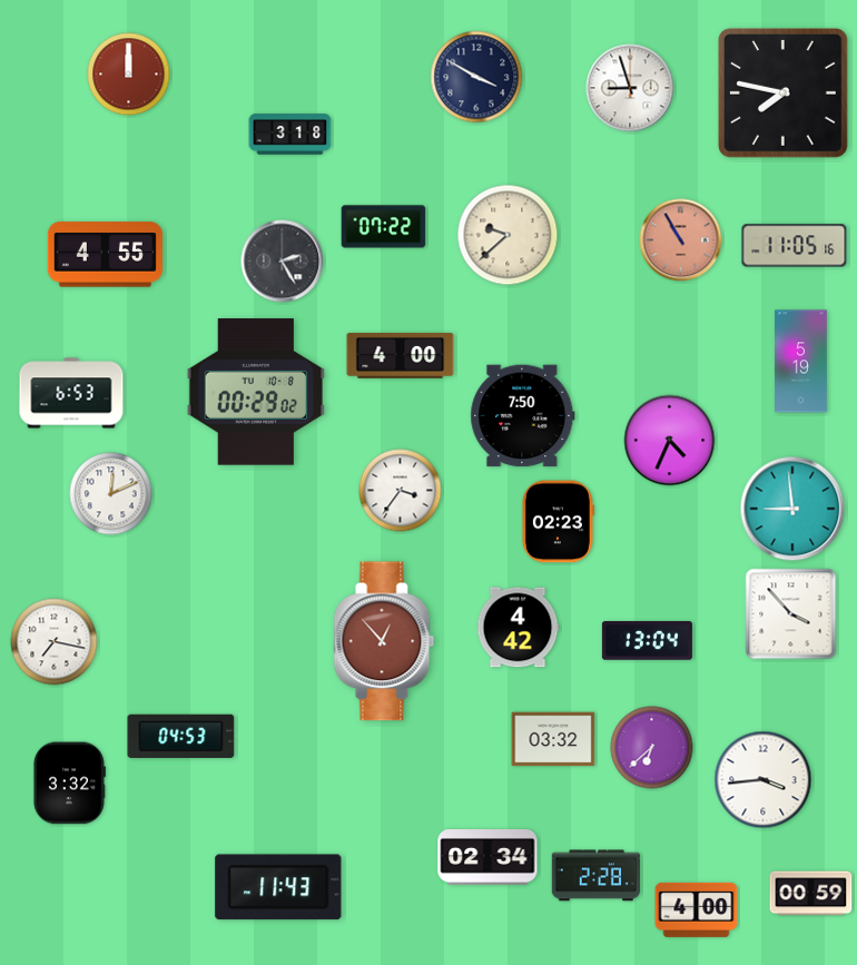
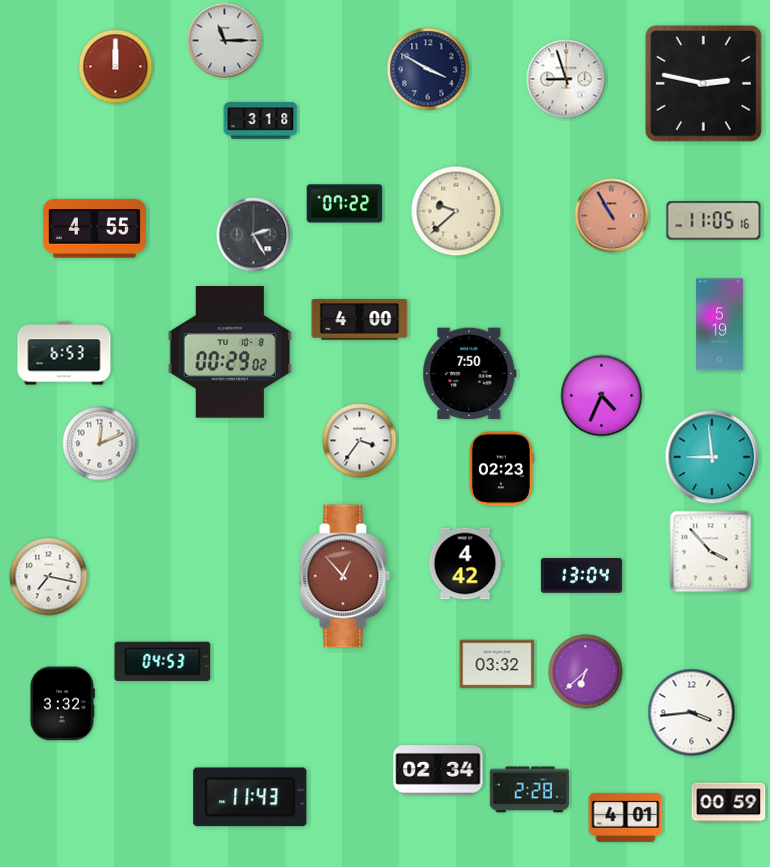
clock at (225, 41): none -> 11:15
clock at (784, 93): 7:47 -> 2:47
clock at (764, 780) position: (764, 780) -> (692, 713)
clock at (595, 876) position: (595, 876) -> (529, 790)
clock at (697, 909): 4:00 -> 4:01
